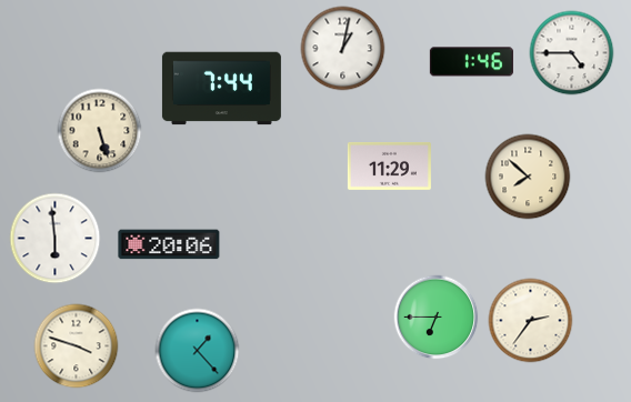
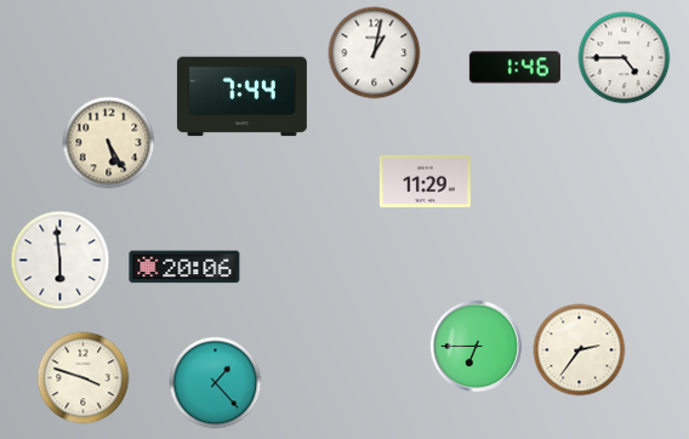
clock at (100, 131): 5:27 -> 5:25
clock at (528, 177): 7:52 -> none
